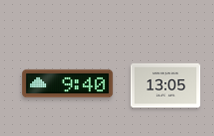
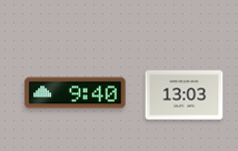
clock at (166, 86): 13:05 -> 13:03
